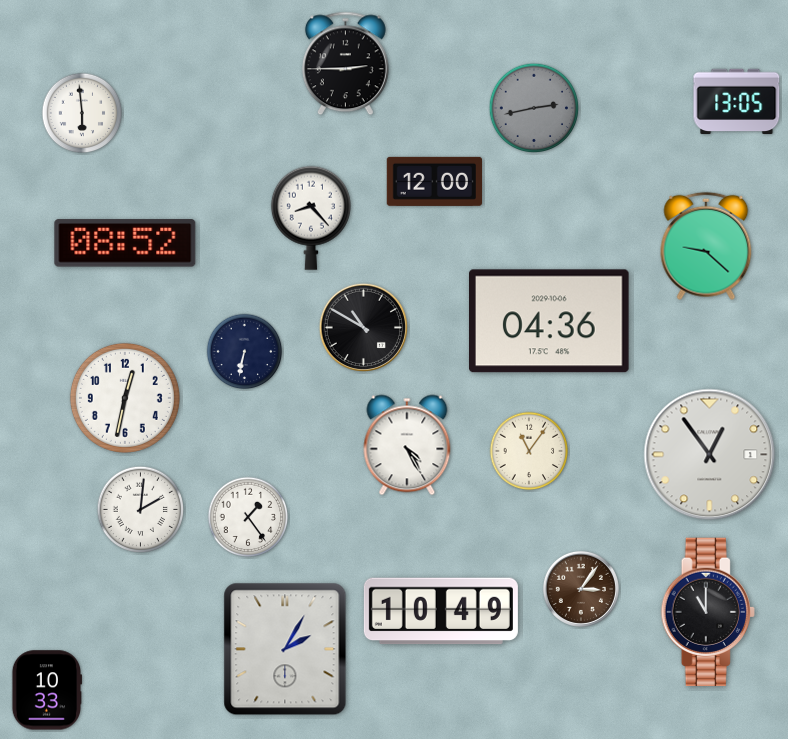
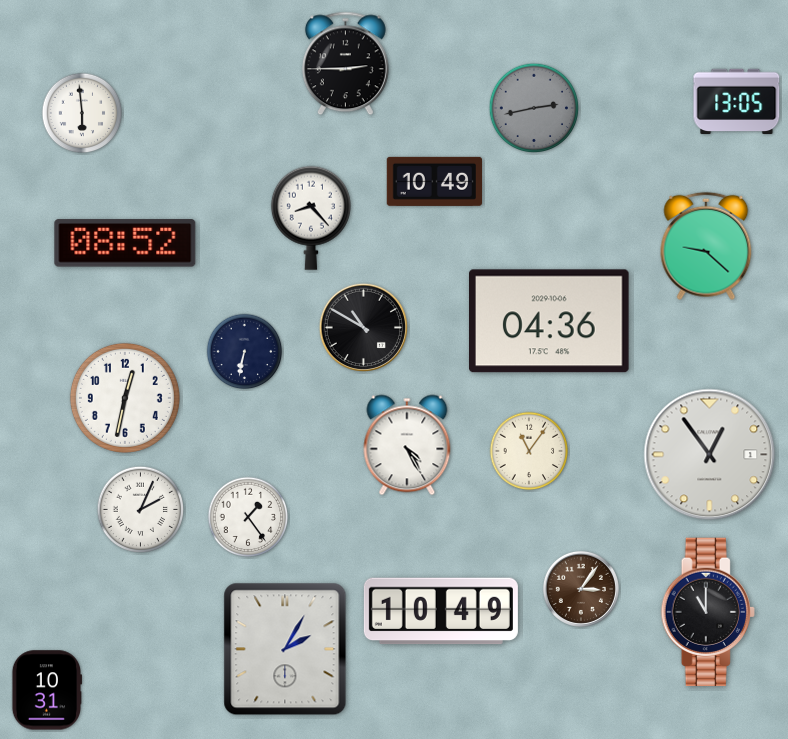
clock at (434, 181): 12:00 -> 10:49
clock at (141, 510): 2:01 -> 2:04
clock at (46, 690): 10:33 -> 10:31
